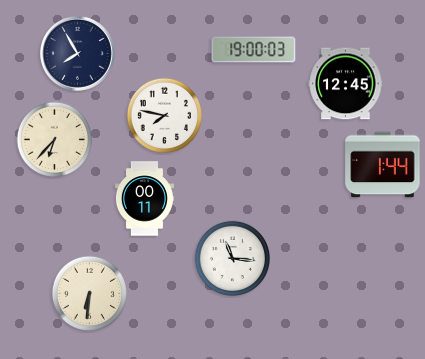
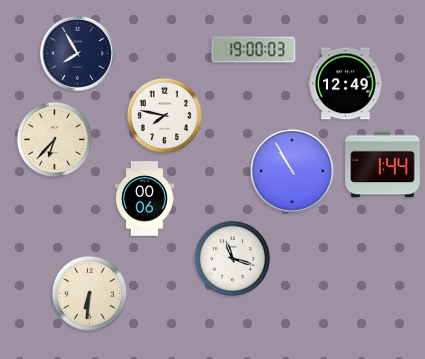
clock at (346, 84): 12:45 -> 12:49
clock at (292, 171): none -> 10:55
clock at (144, 199): 00:11 -> 00:06
clock at (232, 258): 11:16 -> 11:18
